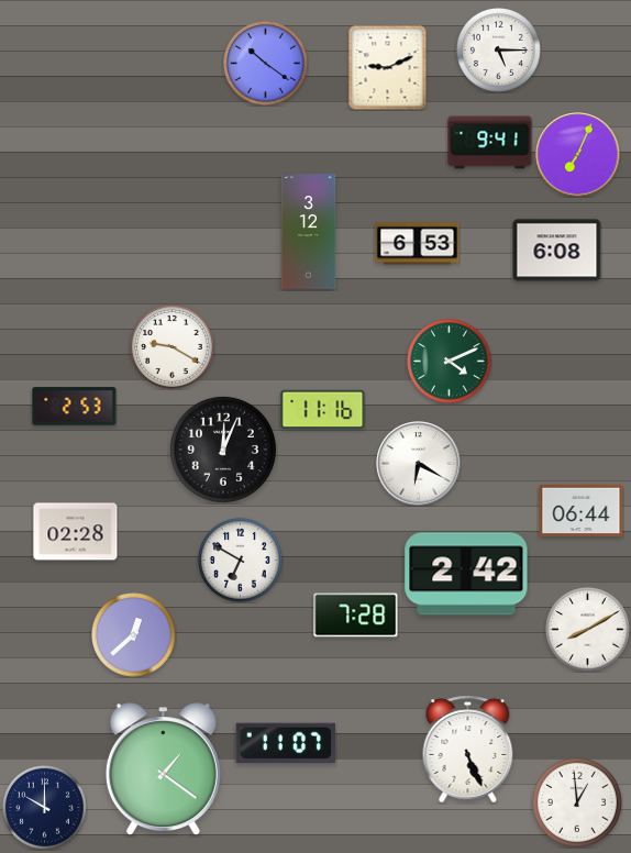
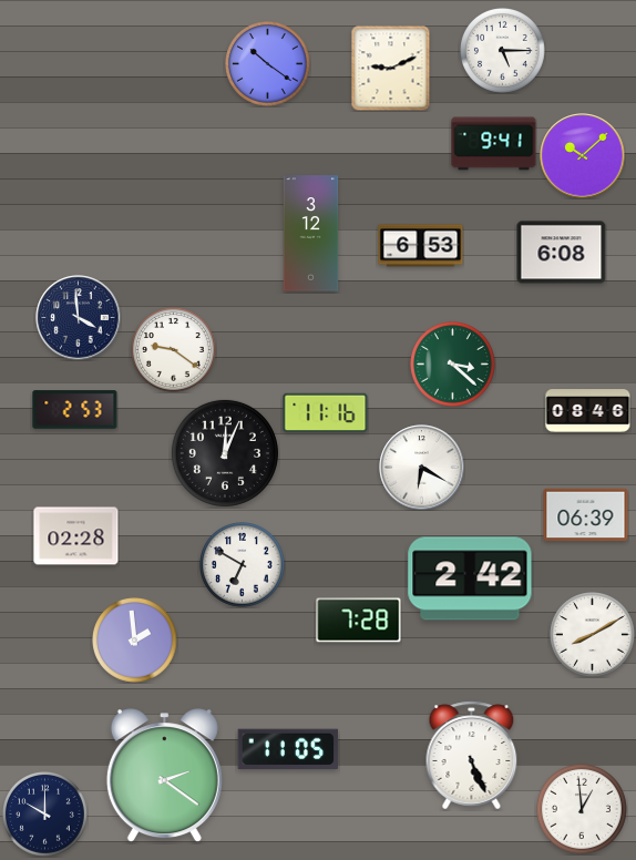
clock at (578, 155): 7:04 -> 10:08
clock at (79, 318): none -> 3:59
clock at (173, 347): 9:20 -> 9:21
clock at (450, 362): 4:11 -> 3:22
clock at (588, 411): none -> 08:46
clock at (582, 511): 06:44 -> 06:39
clock at (134, 635): 12:38 -> 1:59
clock at (286, 743): 11:07 -> 11:05
clock at (163, 769): 1:21 -> 2:21
